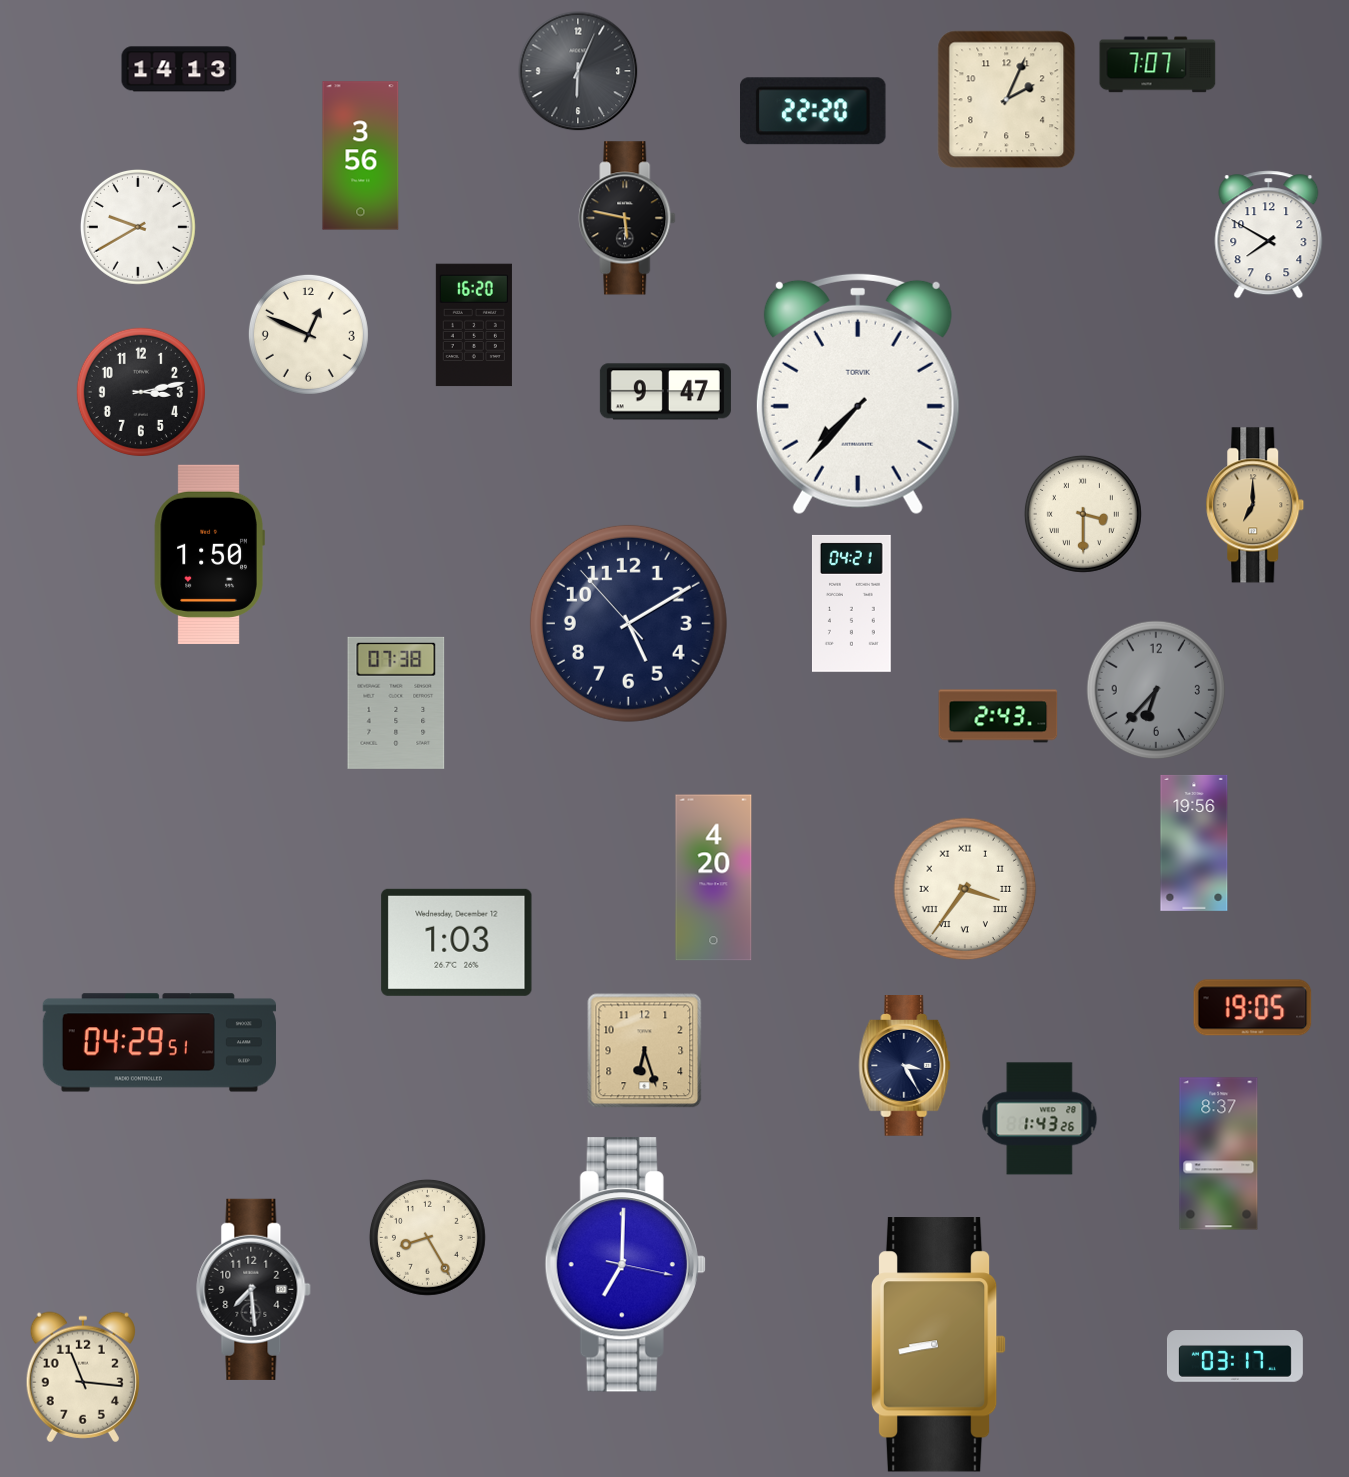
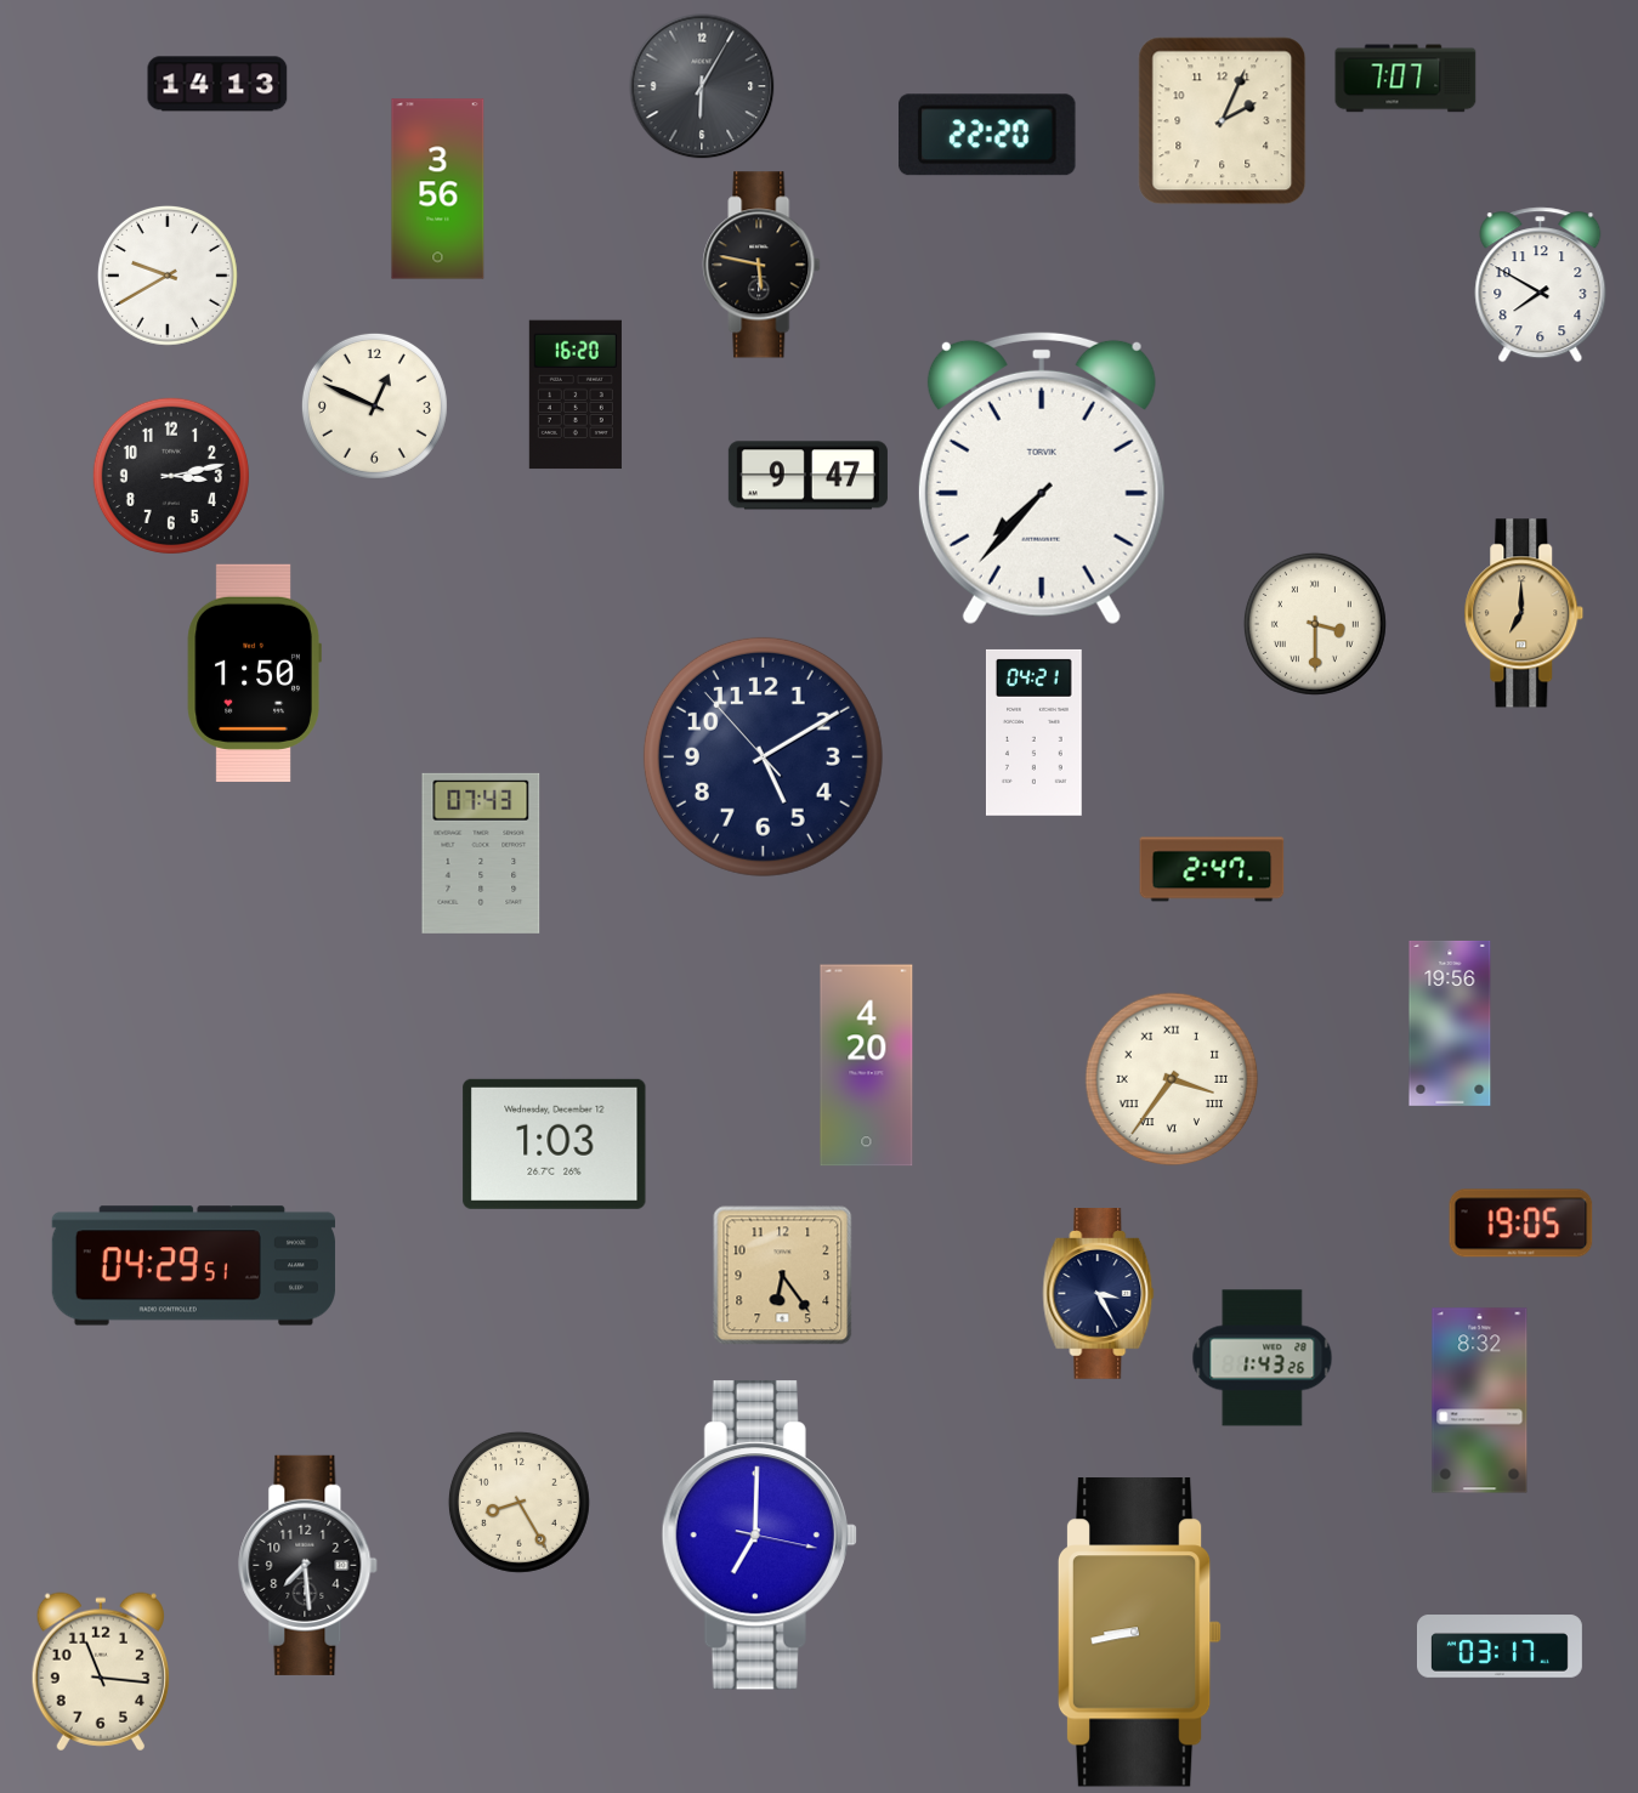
clock at (578, 71): 6:04 -> 6:05
clock at (1156, 690): 6:37 -> none
clock at (396, 703): 07:38 -> 07:43
clock at (998, 716): 2:43 -> 2:47
clock at (645, 1051): 6:27 -> 6:24
clock at (1219, 1154): 8:37 -> 8:32
